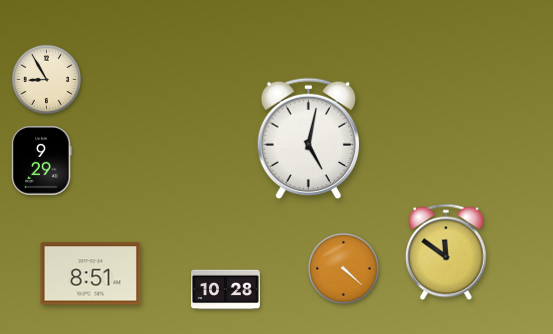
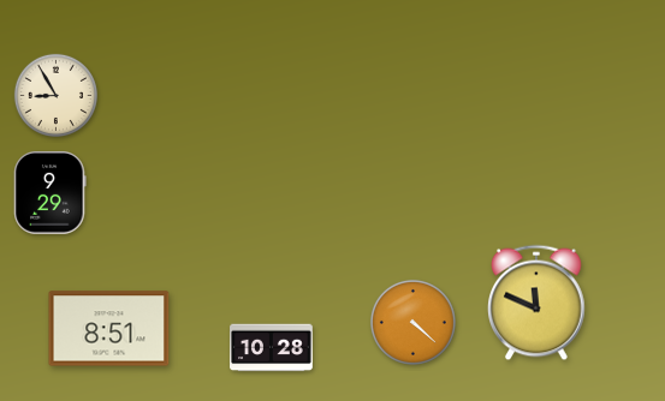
clock at (308, 138): 5:02 -> none
clock at (446, 252): 11:51 -> 11:49
